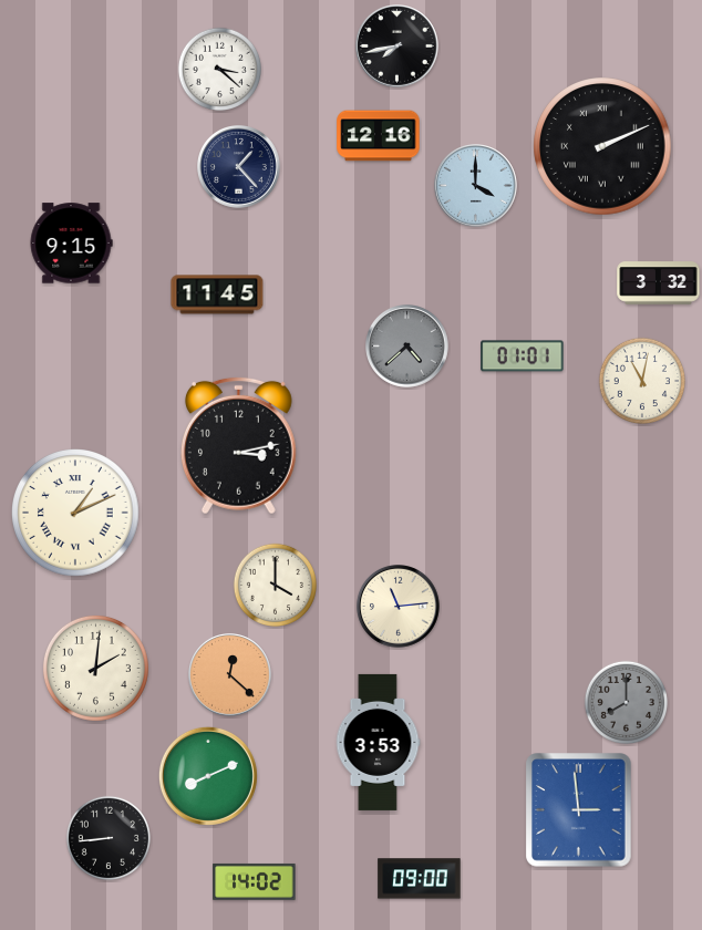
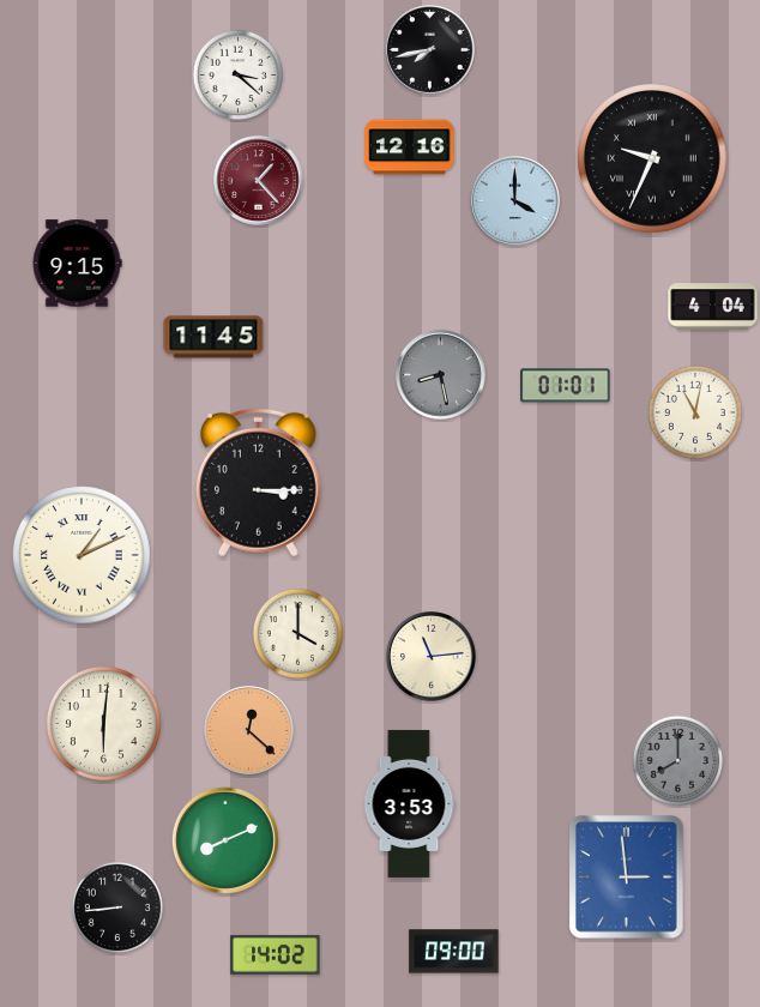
clock at (602, 146): 2:11 -> 9:34
clock at (239, 167) dial: navy -> burgundy
clock at (659, 283): 3:32 -> 4:04
clock at (217, 294) position: (217, 294) -> (213, 337)
clock at (407, 347): 4:38 -> 8:28
clock at (238, 445): 3:13 -> 3:15
clock at (95, 668): 2:01 -> 6:01
